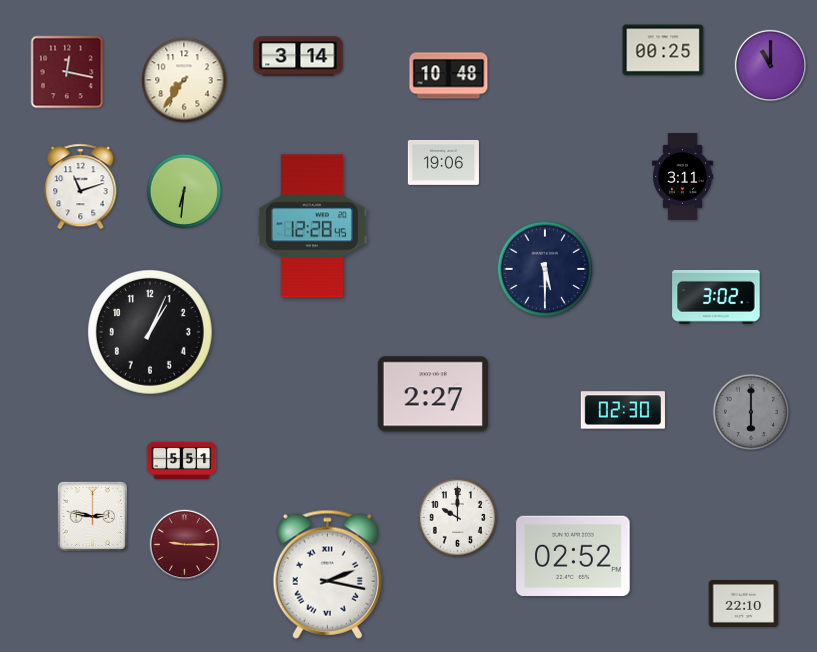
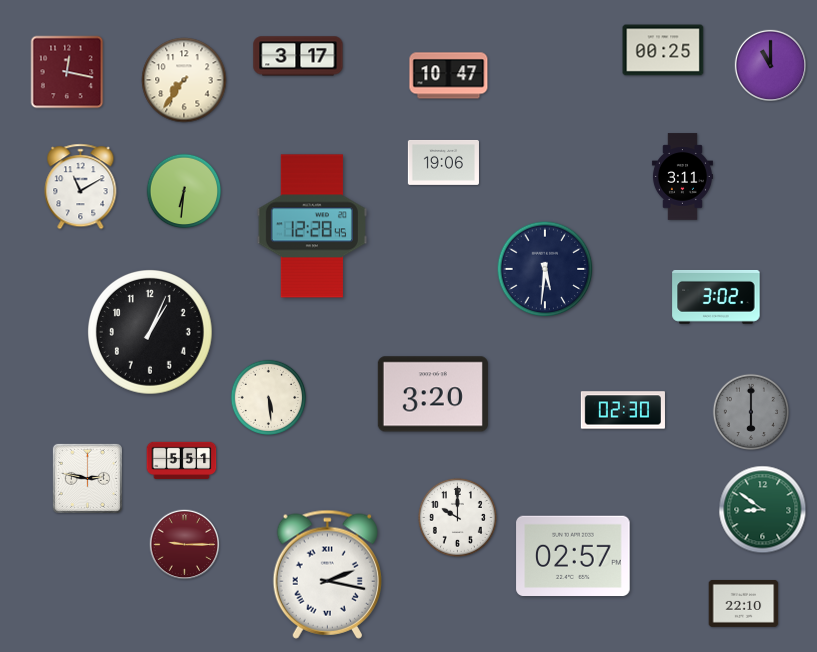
clock at (298, 56): 3:14 -> 3:17
clock at (449, 76): 10:48 -> 10:47
clock at (81, 187): 11:12 -> 11:10
clock at (545, 269): 5:30 -> 5:31
clock at (433, 394): 2:27 -> 3:20
clock at (269, 398): none -> 5:29
clock at (763, 510): none -> 8:51
clock at (92, 516) position: (92, 516) -> (87, 478)
clock at (573, 556): 02:52 -> 02:57
